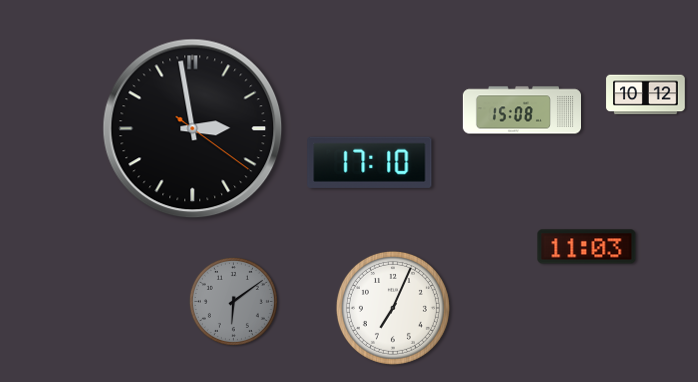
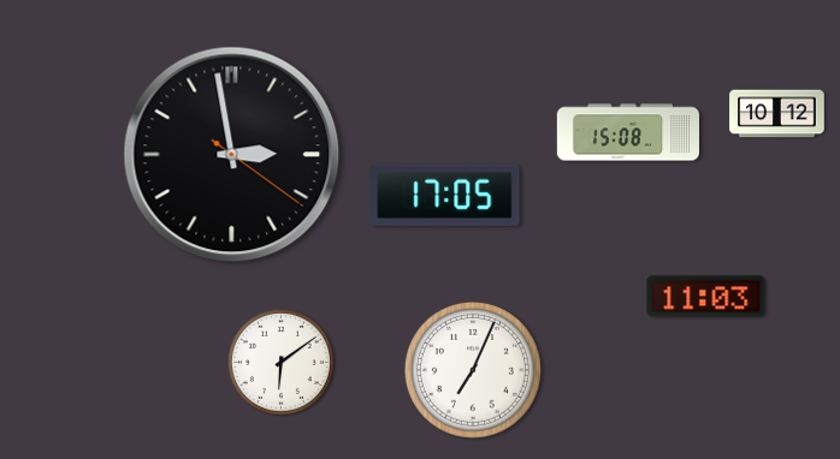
clock at (370, 162): 17:10 -> 17:05
clock at (233, 301) dial: grey -> white
